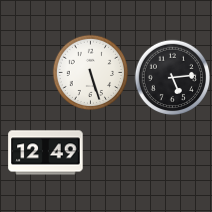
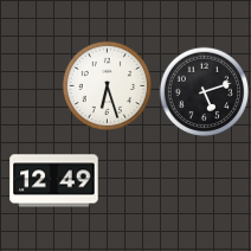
clock at (91, 73): 5:27 -> 6:27
clock at (173, 78): 5:14 -> 5:12
